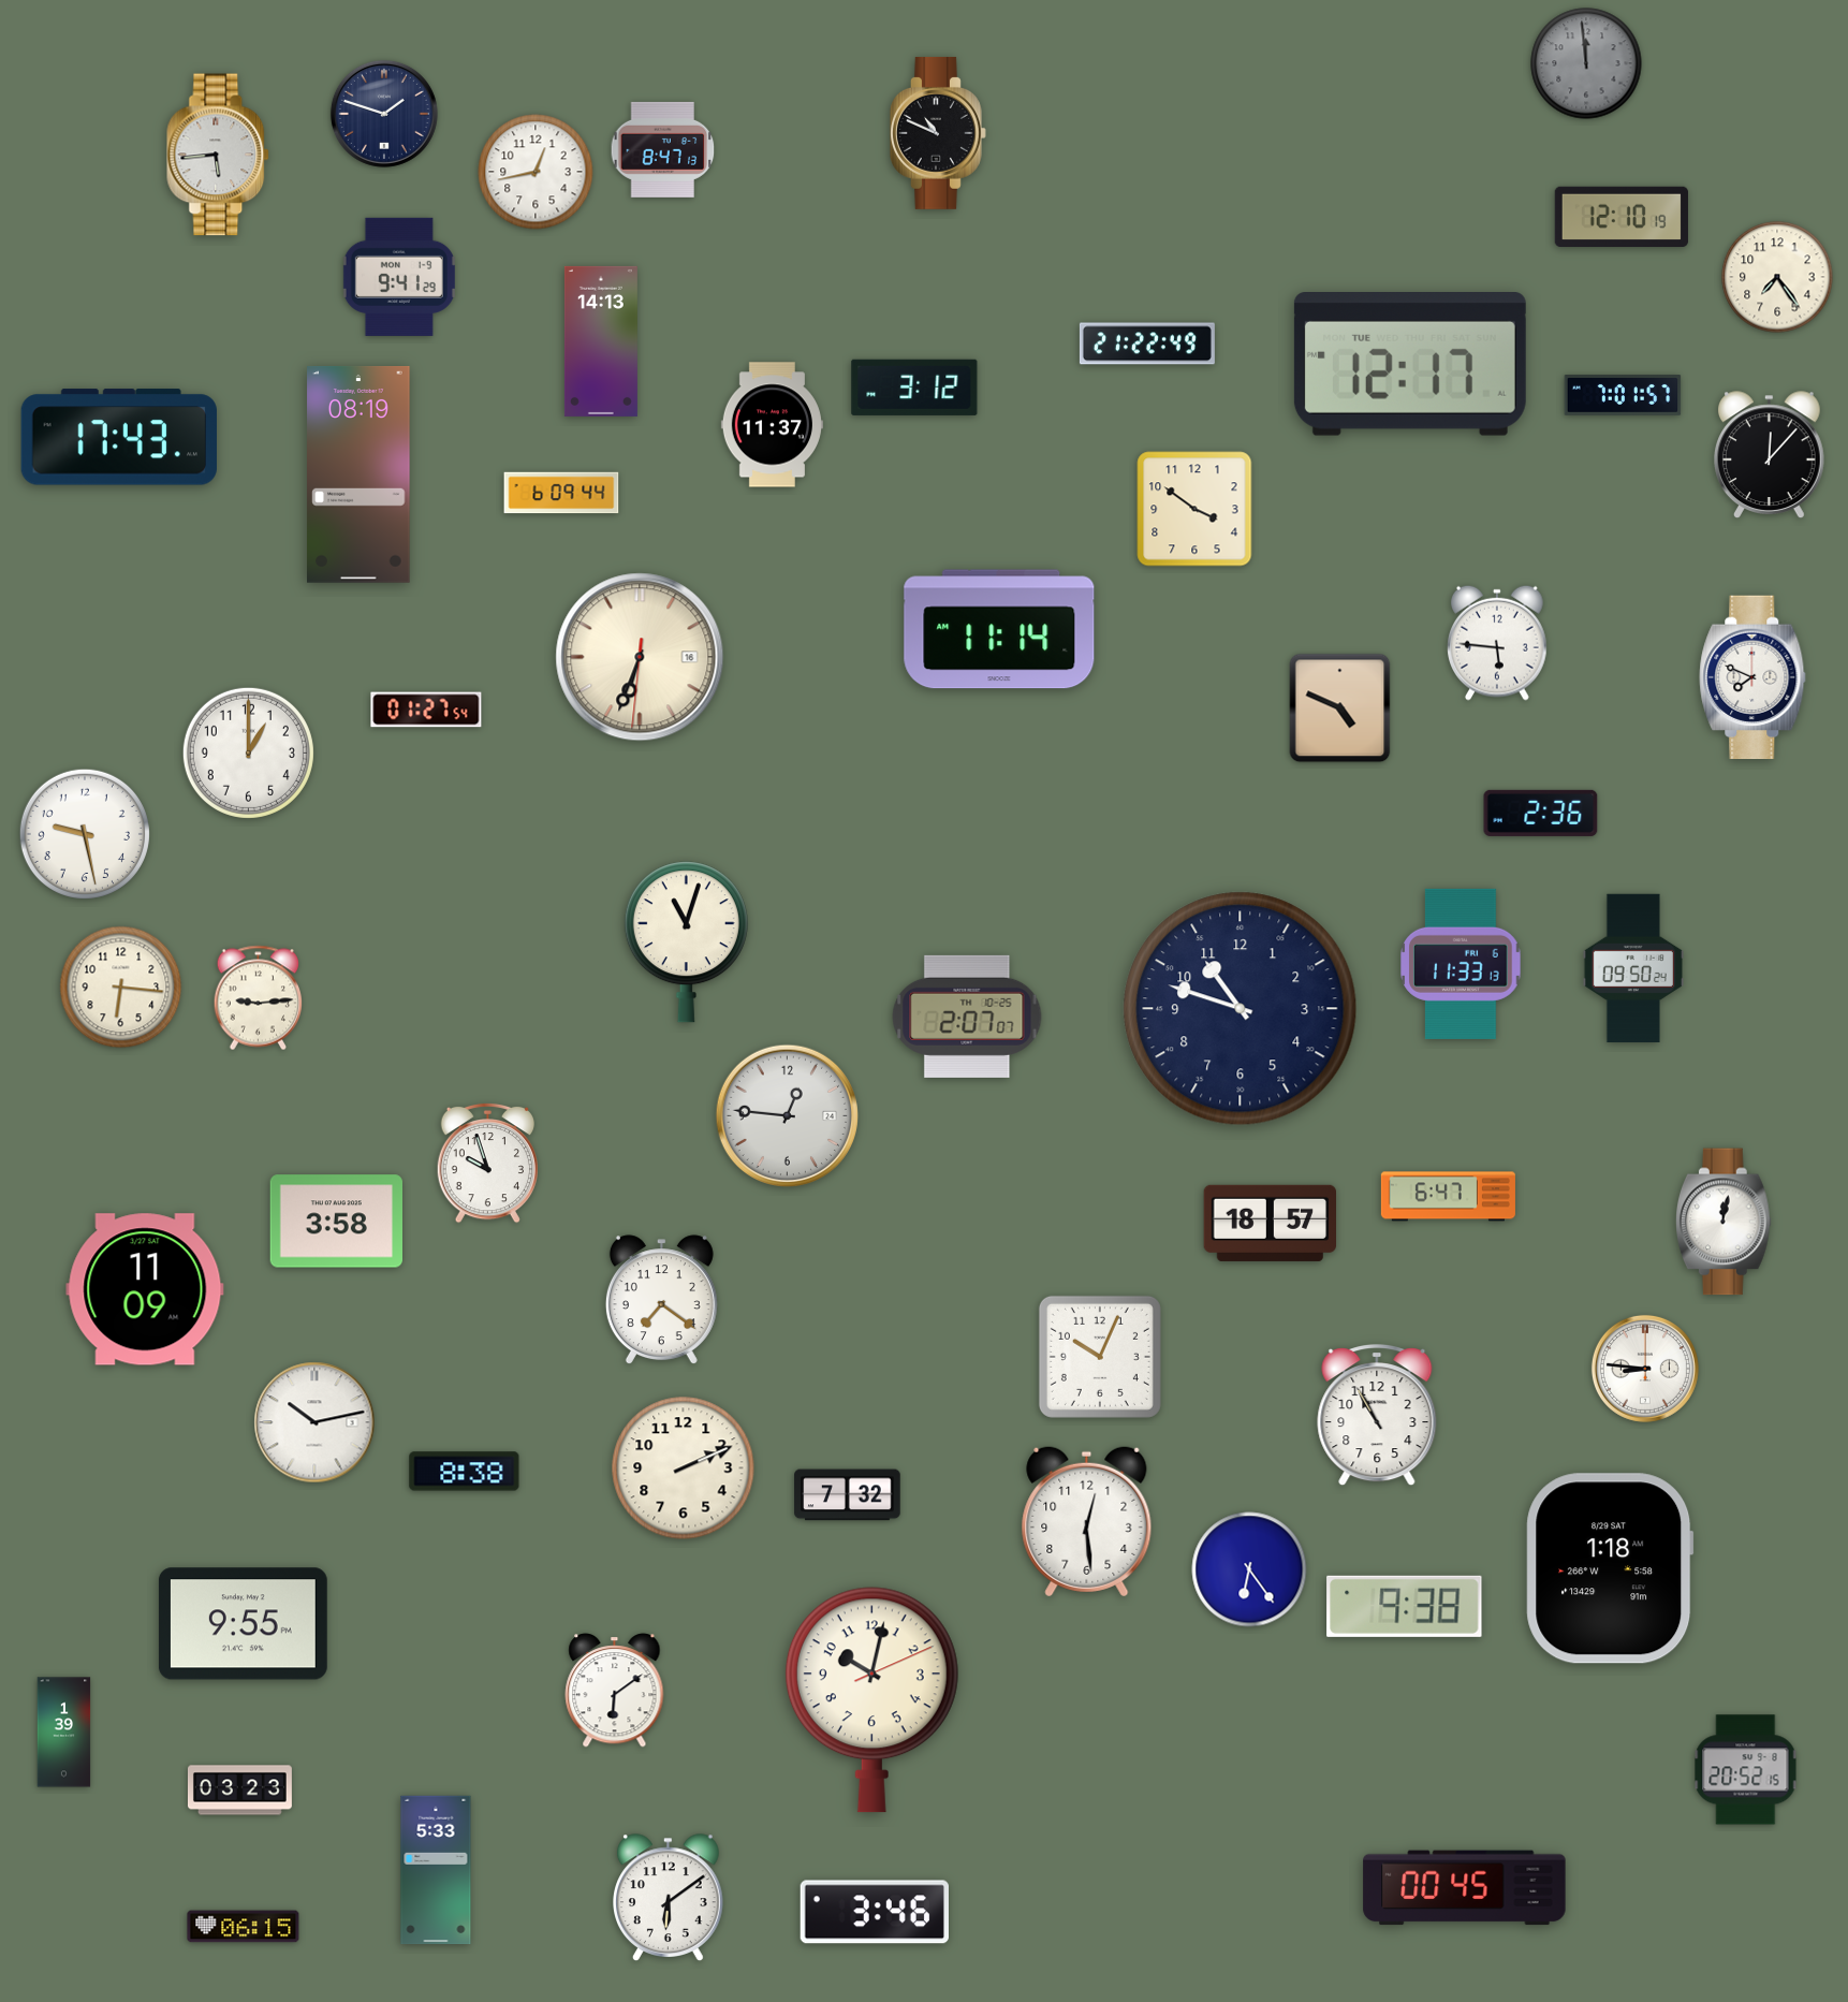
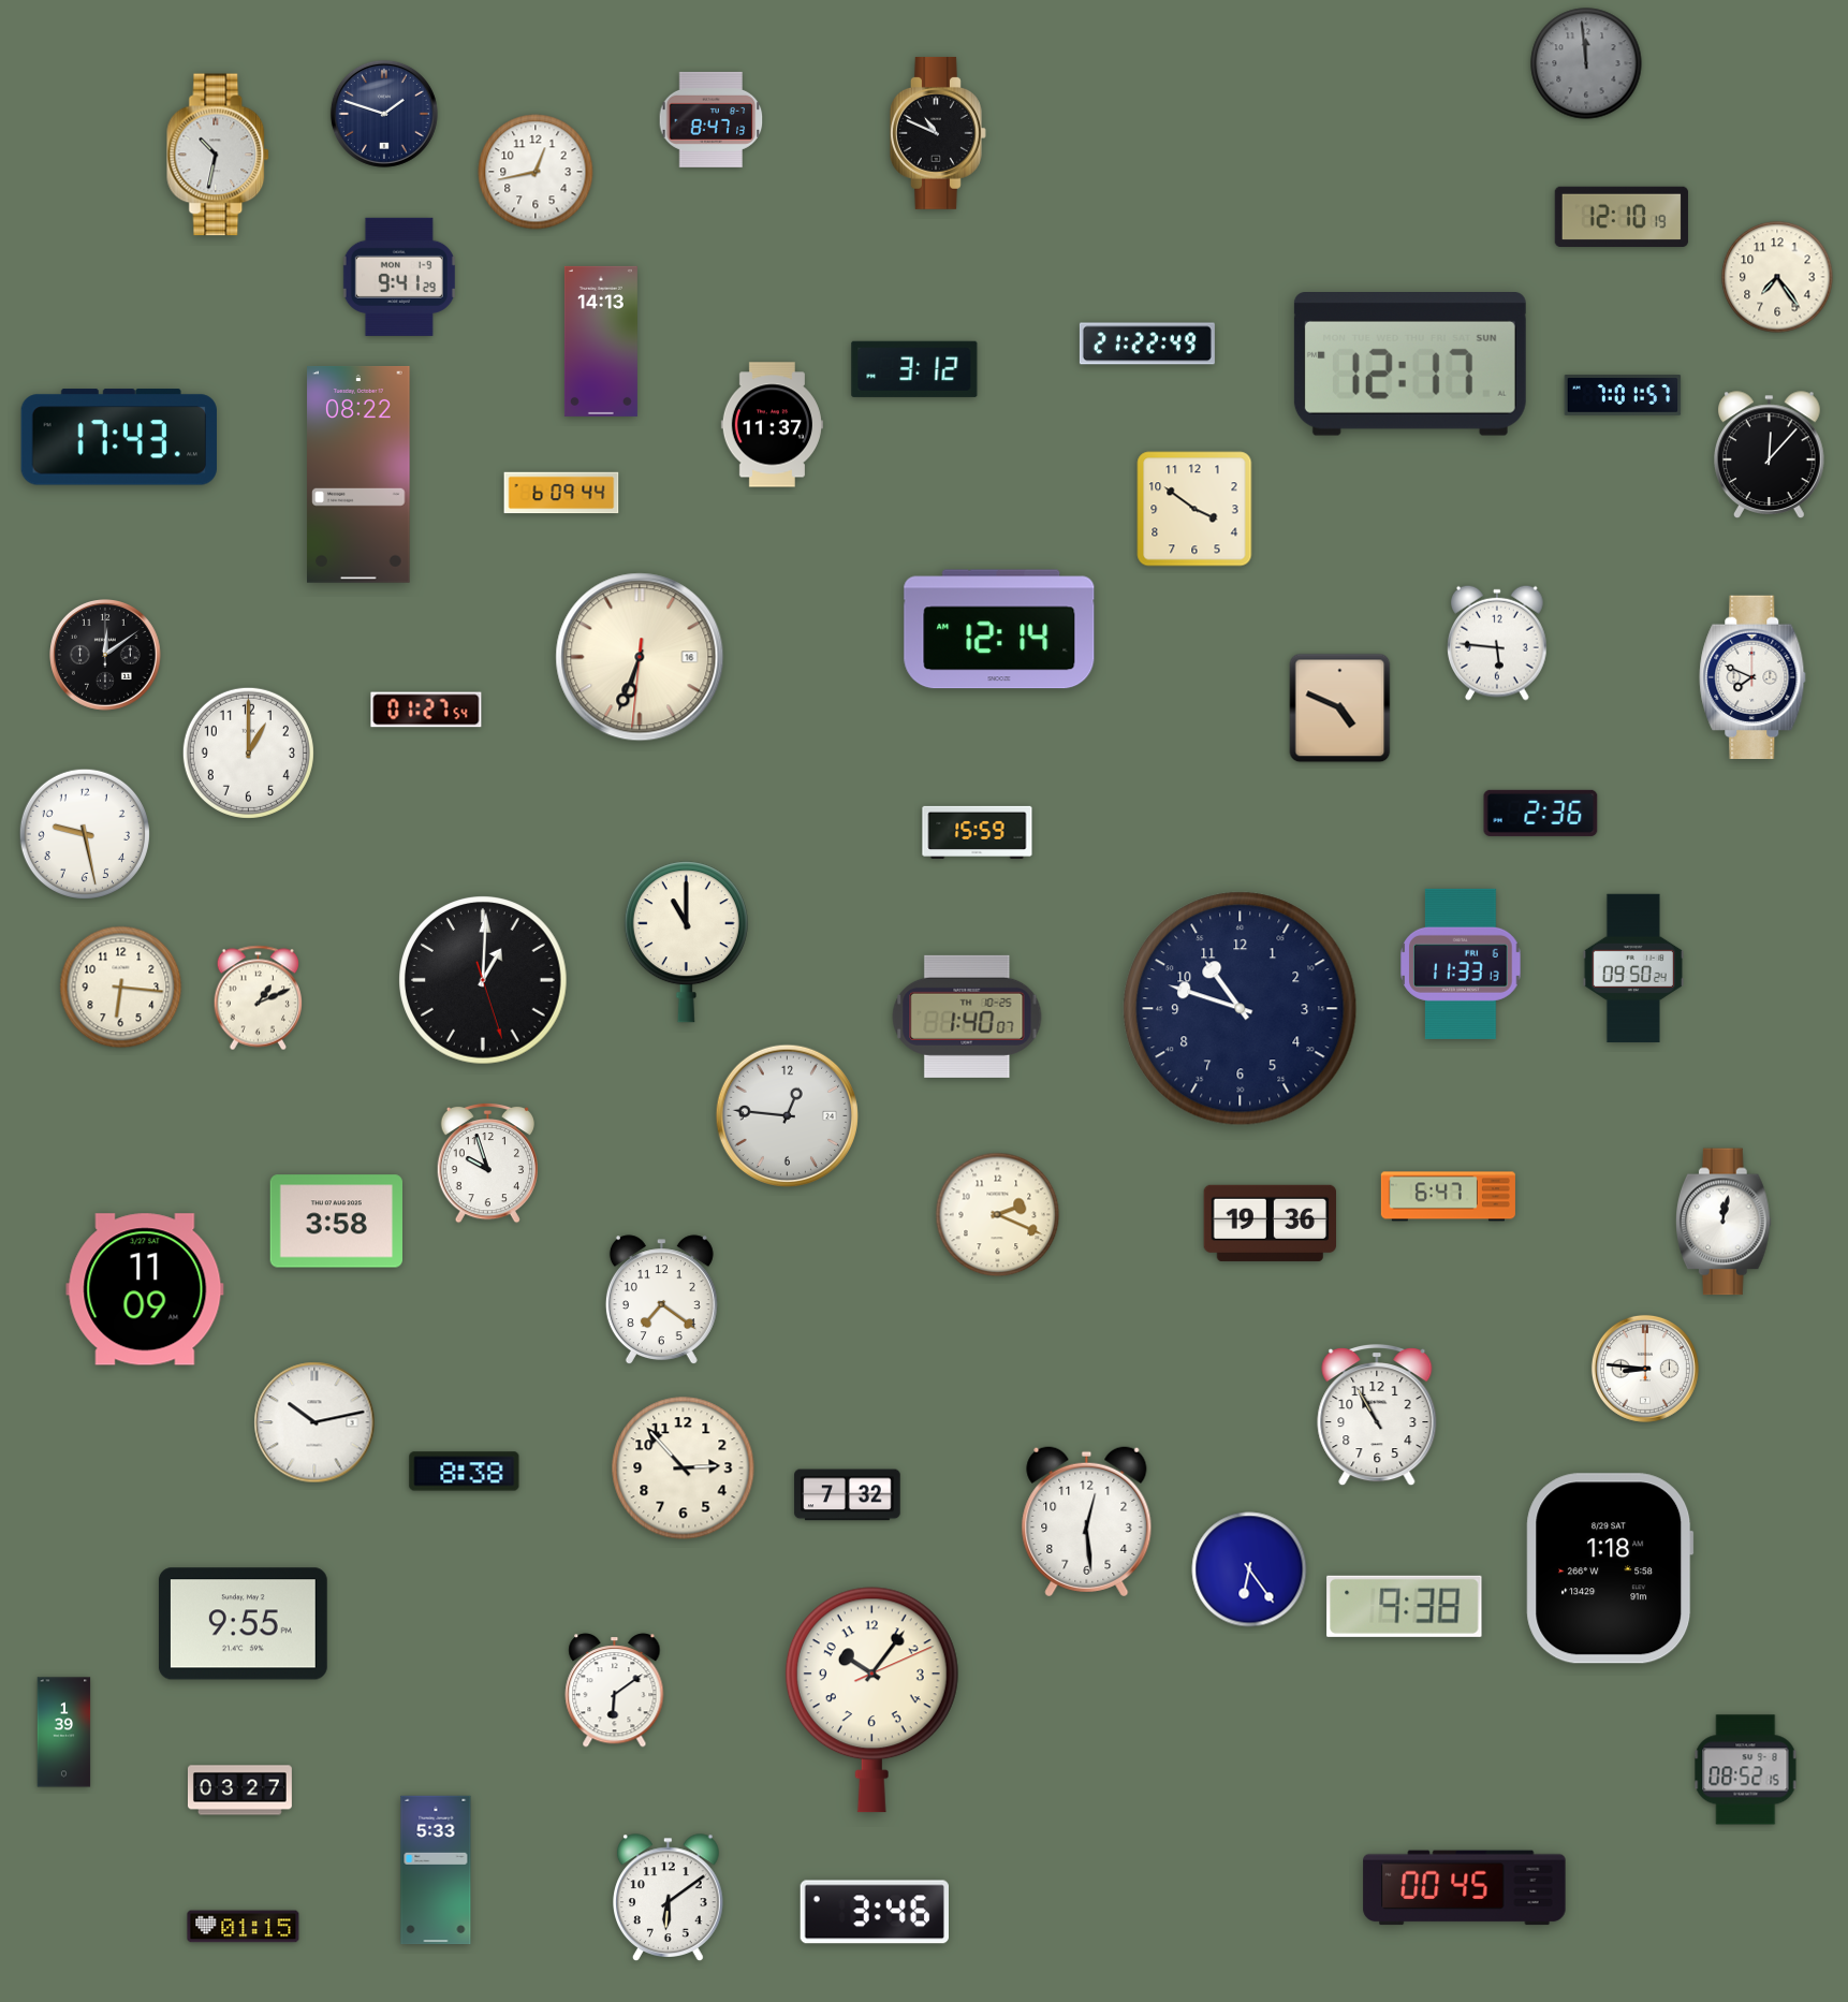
clock at (663, 149) position: (663, 149) -> (712, 119)
clock at (219, 155): 5:44 -> 10:32
clock at (1410, 365) date: TUE -> SUN
clock at (914, 388) position: (914, 388) -> (914, 369)
clock at (358, 476): 08:19 -> 08:22
clock at (999, 629): 11:14 -> 12:14
clock at (106, 656): none -> 12:09
clock at (978, 832): none -> 15:59
clock at (686, 942): 11:03 -> 11:00
clock at (483, 980): none -> 1:00
clock at (259, 998): 9:14 -> 1:11
clock at (967, 1017): 2:07 -> 1:40
clock at (998, 1215): none -> 2:19
clock at (1270, 1223): 18:57 -> 19:36
clock at (1100, 1357): 10:04 -> none
clock at (684, 1468): 2:11 -> 2:53
clock at (871, 1700): 10:02 -> 10:06
clock at (1746, 1770): 20:52 -> 08:52
clock at (239, 1791): 03:23 -> 03:27
clock at (244, 1927): 06:15 -> 01:15
